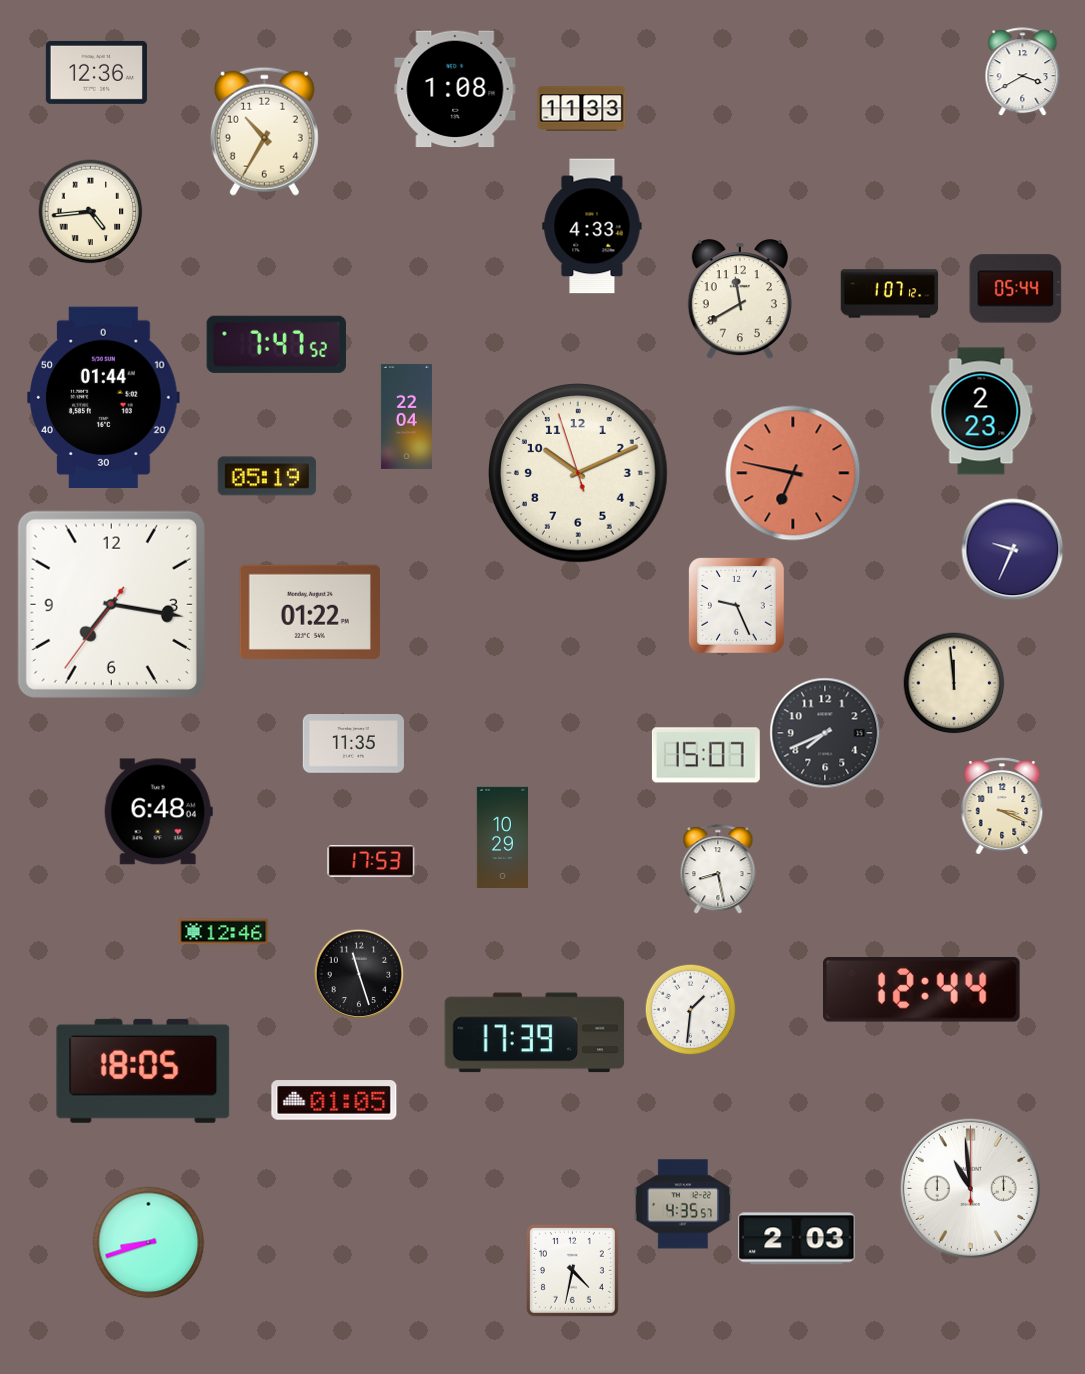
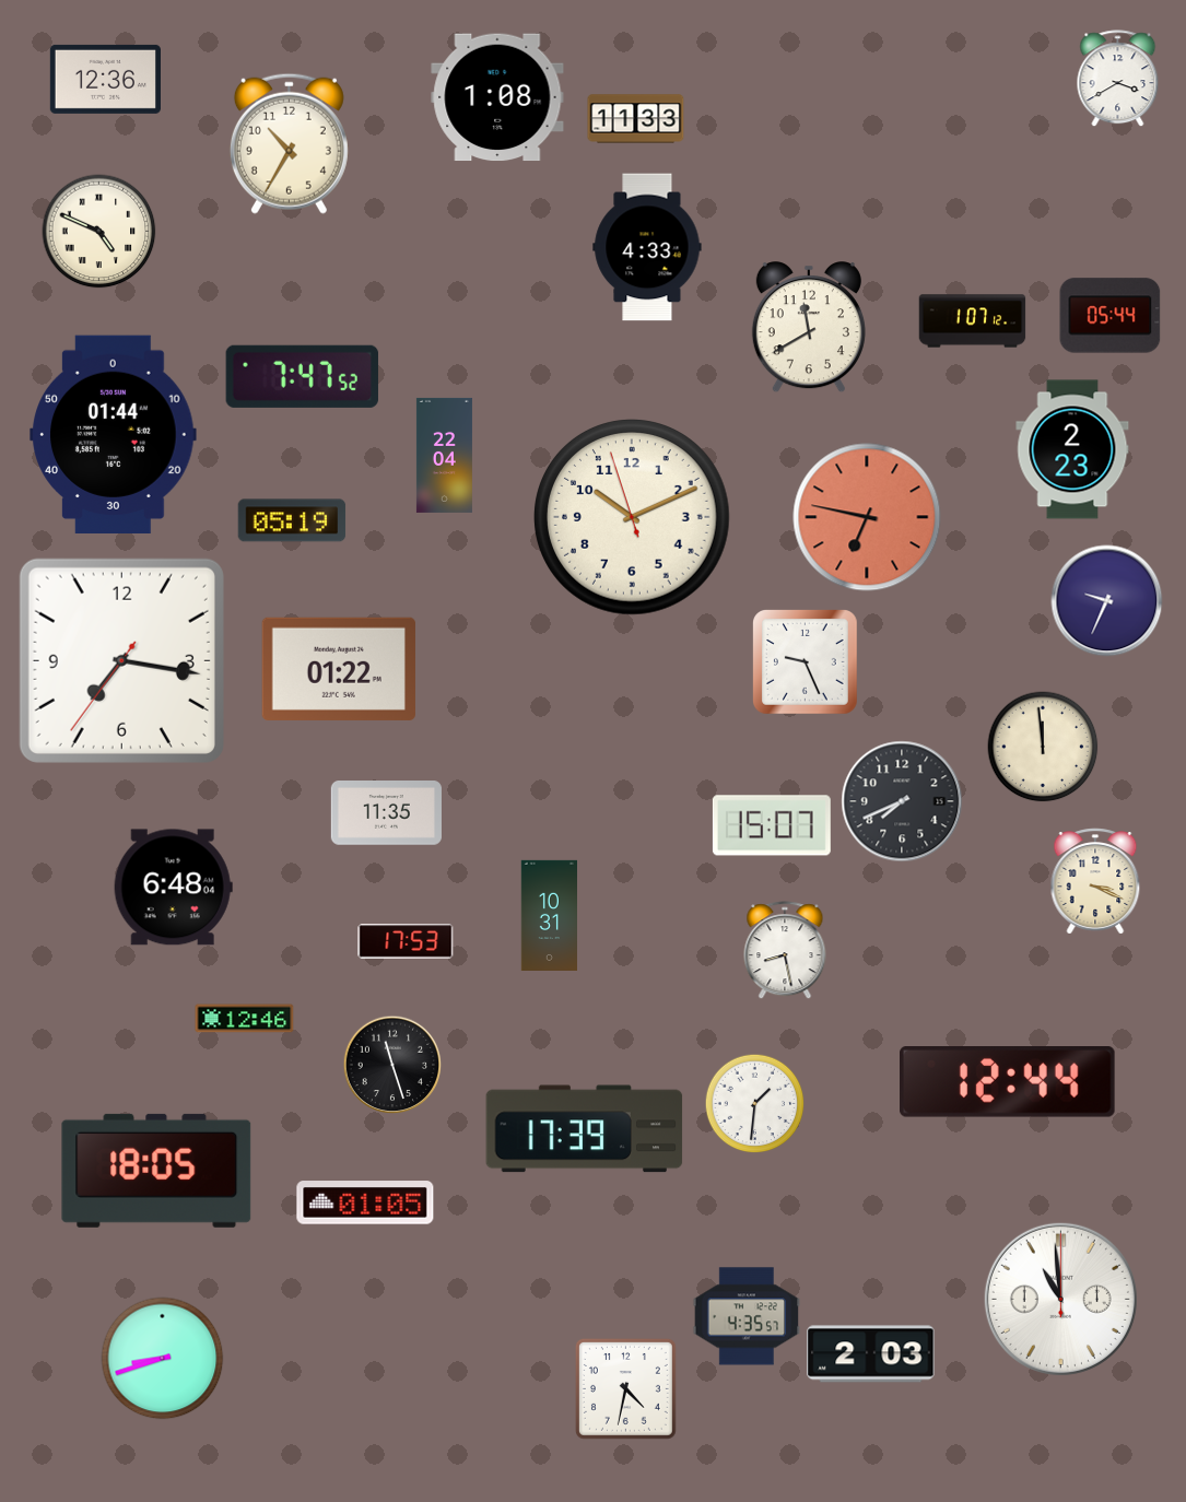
clock at (91, 212): 4:44 -> 4:49
clock at (502, 837): 10:29 -> 10:31
